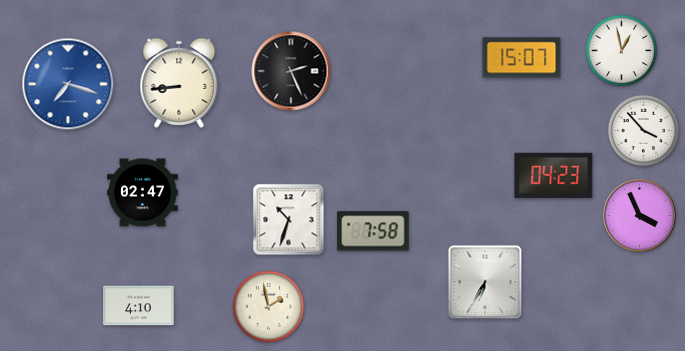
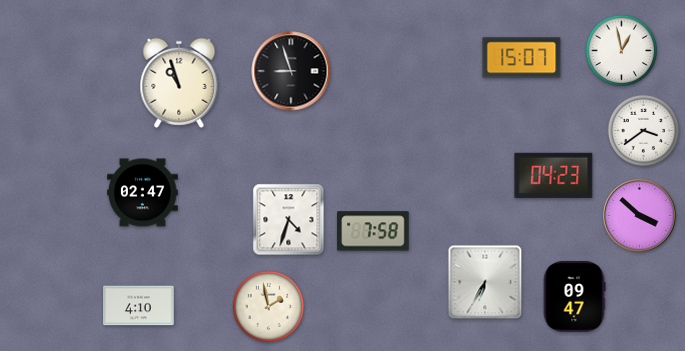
clock at (291, 71): 2:26 -> 8:57
clock at (179, 83): 8:44 -> 10:57
clock at (68, 84): 7:18 -> none
clock at (644, 131): 3:53 -> 3:39
clock at (640, 216): 3:56 -> 3:52
clock at (289, 220): 10:33 -> 4:33
clock at (574, 297): none -> 09:47
